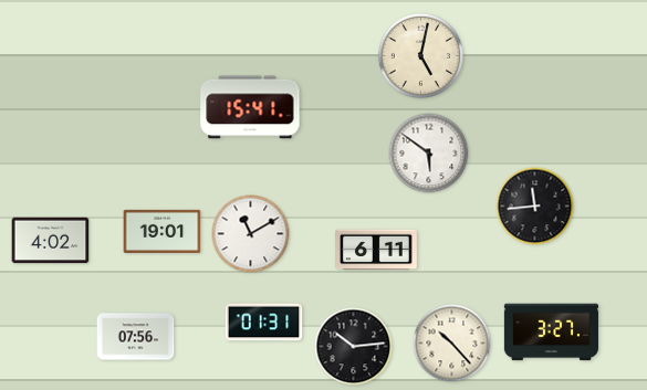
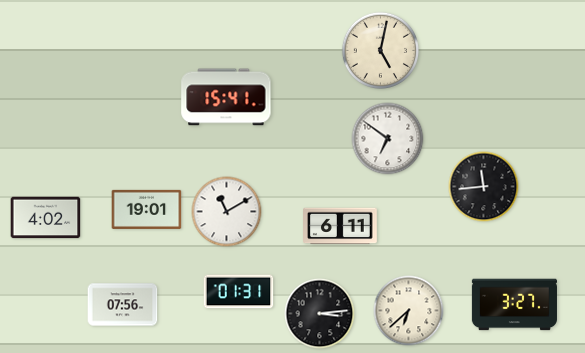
clock at (429, 154): 5:51 -> 6:51
clock at (551, 333) position: (551, 333) -> (514, 305)
clock at (452, 344): 10:23 -> 6:38
clock at (354, 347): 10:14 -> 3:14
